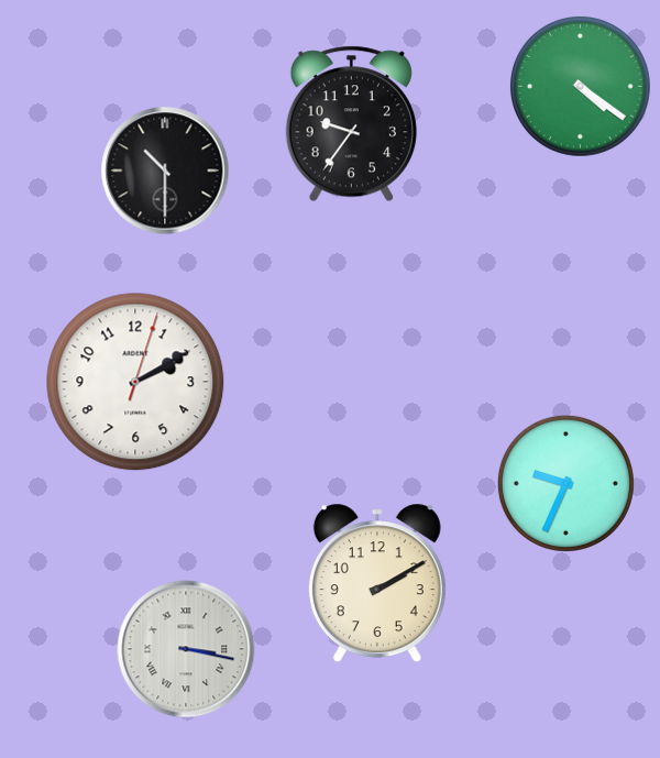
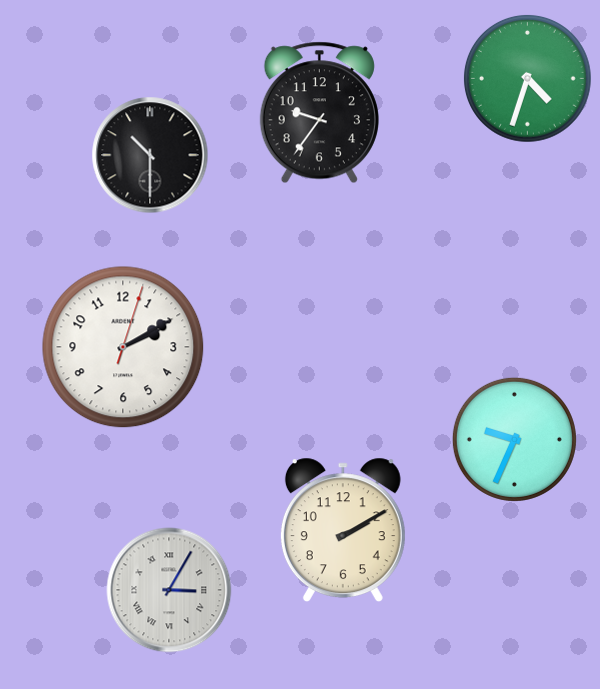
clock at (580, 86): 4:21 -> 4:33
clock at (186, 649): 3:17 -> 3:05
